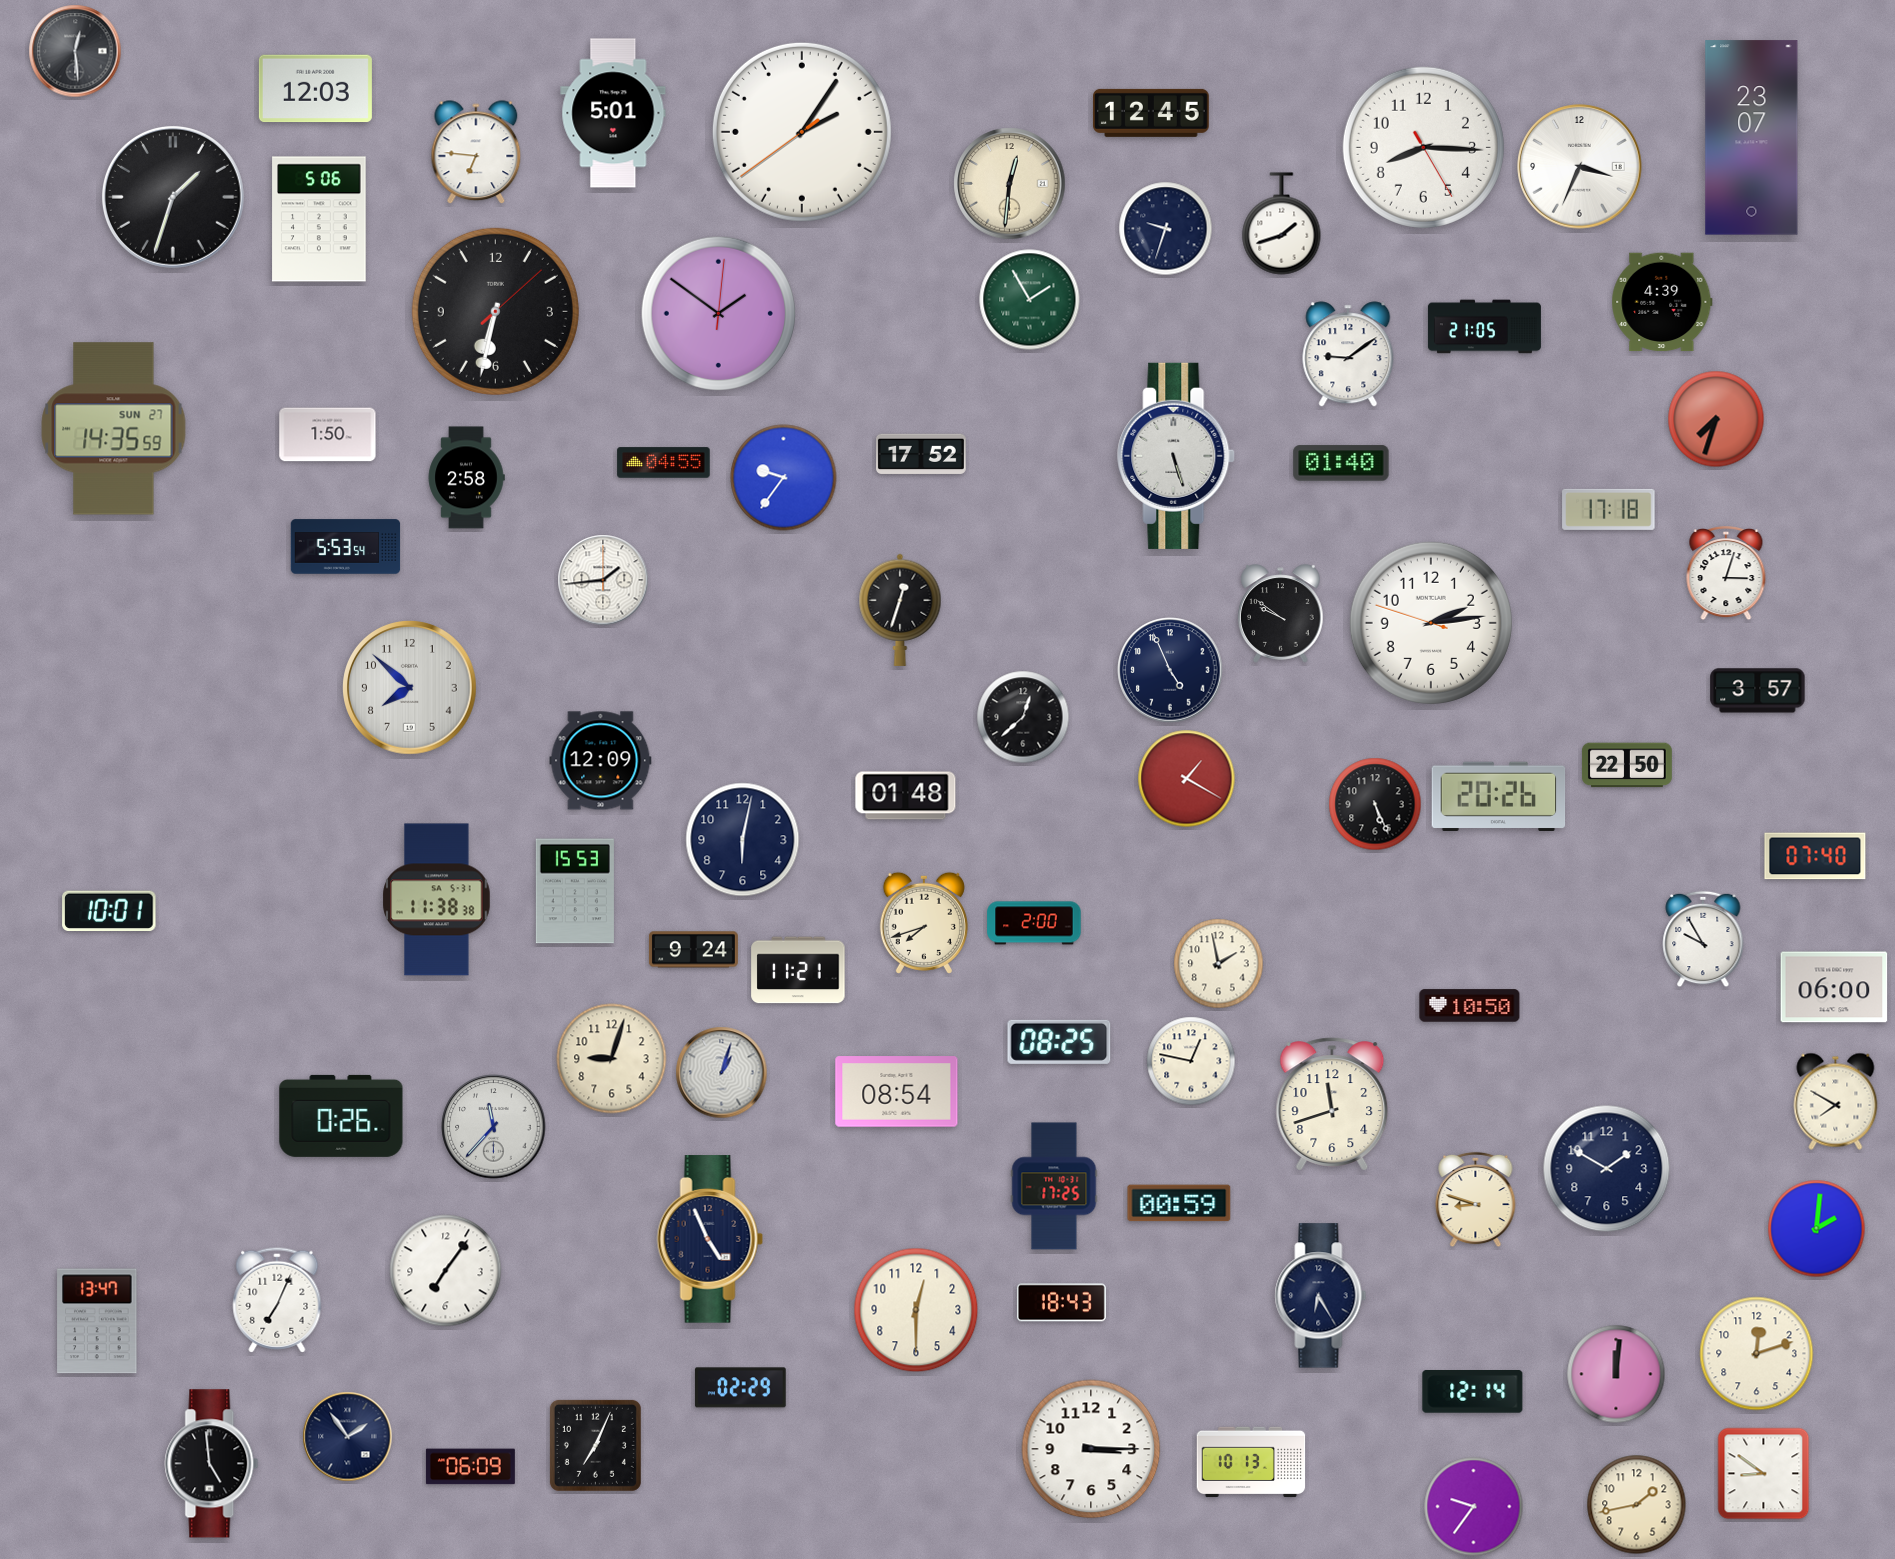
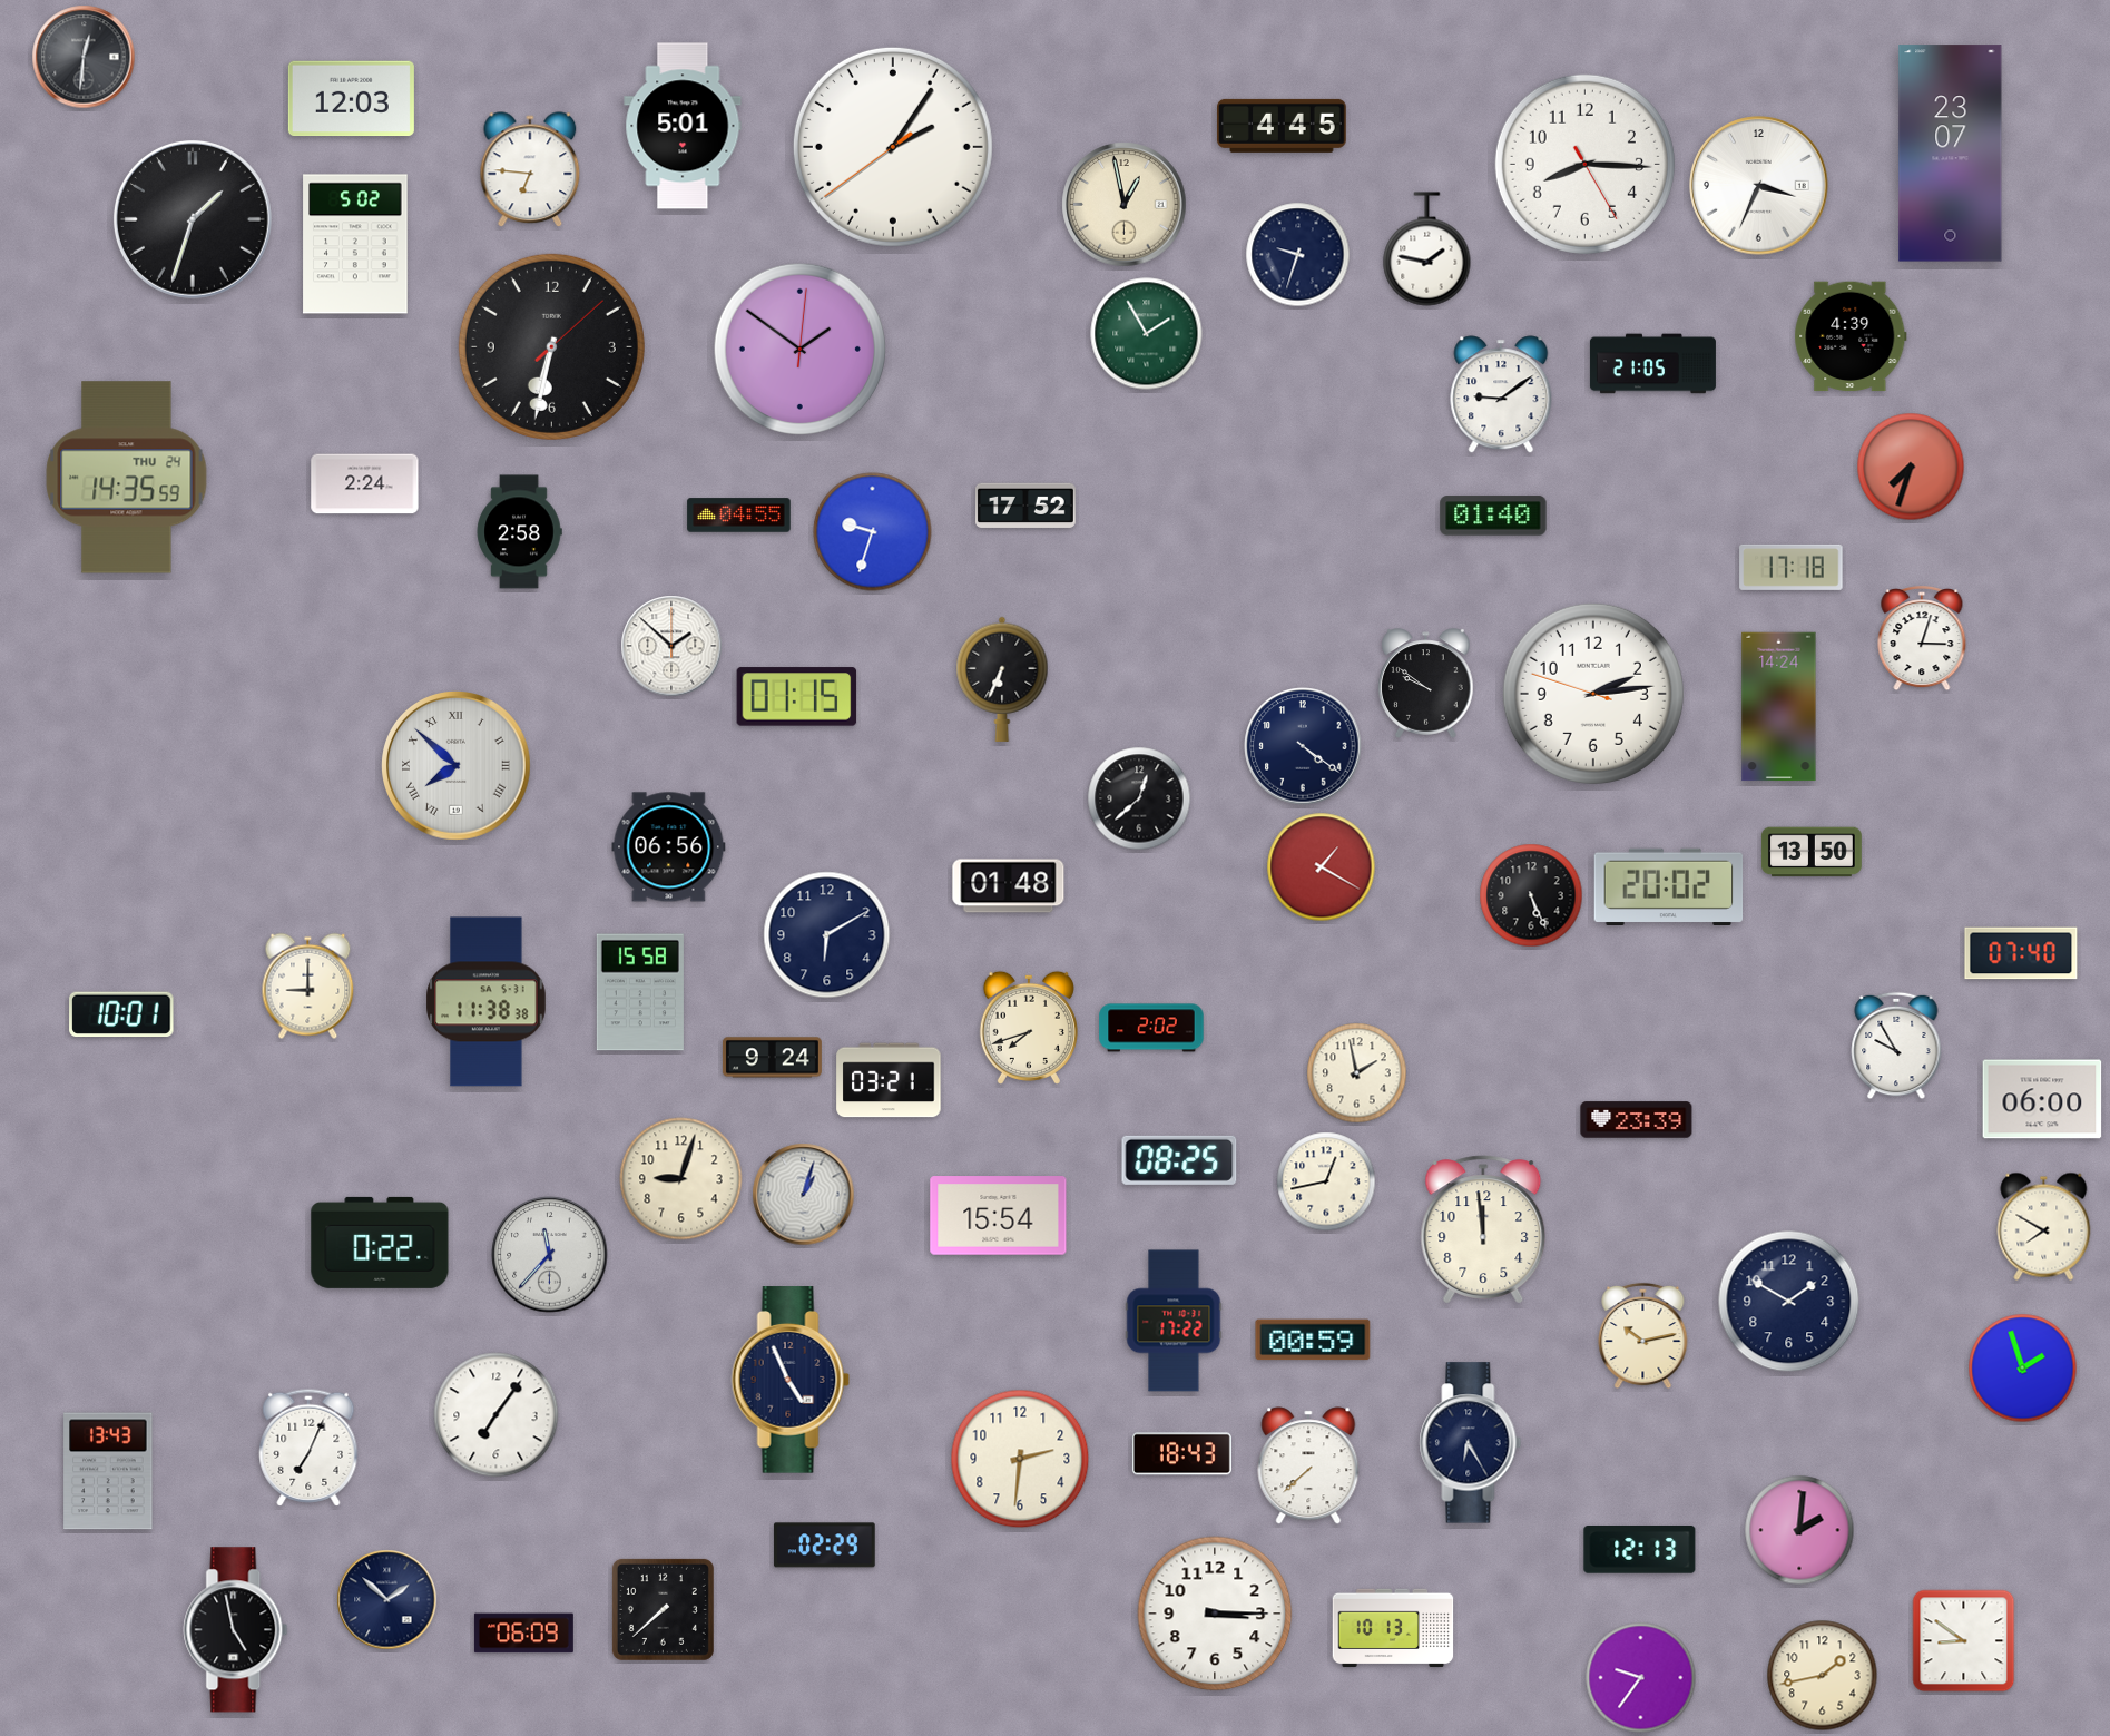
clock at (75, 51): 12:29 -> 12:31
clock at (1152, 113): 12:45 -> 4:45
clock at (1010, 184): 12:31 -> 12:58
clock at (319, 219): 5:06 -> 5:02
clock at (1282, 224): 1:42 -> 1:47
clock at (114, 429) date: SUN 27 -> THU 24
clock at (328, 435): 1:50 -> 2:24
clock at (1177, 456): 5:27 -> none
clock at (784, 478): 9:36 -> 9:33
clock at (346, 547): 5:53 -> none
clock at (603, 580): 1:44 -> 1:52
clock at (900, 610): 12:33 -> 6:34
clock at (797, 697): none -> 01:15
clock at (1779, 707): none -> 14:24
clock at (1170, 670): 4:56 -> 4:21
clock at (410, 688) numerals: Arabic -> Roman
clock at (1758, 691): 3:57 -> none
clock at (601, 761): 12:09 -> 06:56
clock at (1627, 765): 22:50 -> 13:50
clock at (1499, 796): 20:26 -> 20:02
clock at (743, 840): 6:02 -> 6:10
clock at (308, 987): none -> 9:00
clock at (575, 891): 15:53 -> 15:58
clock at (1034, 923): 2:00 -> 2:02
clock at (798, 970): 11:21 -> 03:21
clock at (1470, 1006): 10:50 -> 23:39
clock at (1191, 1061): 12:47 -> 12:43
clock at (897, 1092): 08:54 -> 15:54
clock at (1332, 1104): 11:42 -> 11:59
clock at (341, 1116): 0:26 -> 0:22
clock at (1054, 1186): 17:25 -> 17:22
clock at (1476, 1200): 8:48 -> 10:13
clock at (1817, 1229): 2:01 -> 1:57
clock at (1061, 1303) position: (1061, 1303) -> (1181, 1454)
clock at (916, 1310): 12:30 -> 2:31
clock at (1308, 1465): none -> 7:38
clock at (97, 1321): 13:47 -> 13:43
clock at (1757, 1354): 12:12 -> none
clock at (1616, 1374): 12:01 -> 2:01
clock at (1473, 1392): 12:14 -> 12:13
clock at (348, 1437): 1:54 -> 1:52
clock at (595, 1445): 7:04 -> 7:38
clock at (212, 1464): 4:59 -> 4:58
